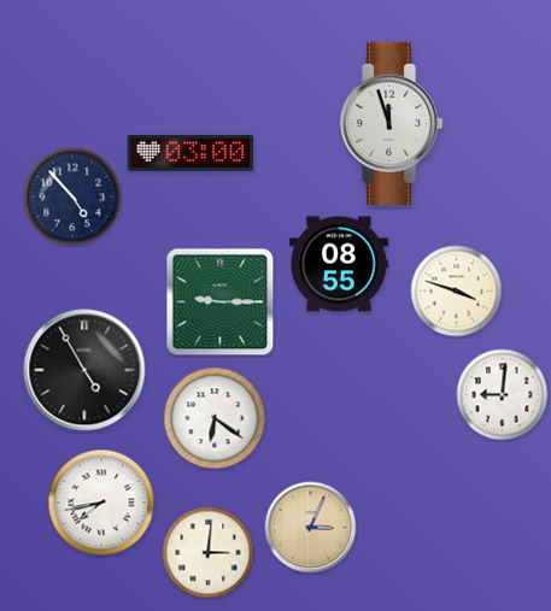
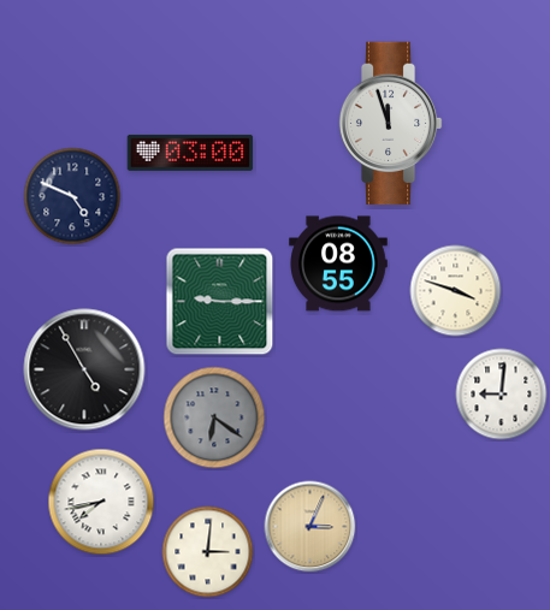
clock at (72, 196): 4:53 -> 4:49
clock at (215, 418) dial: white -> grey
